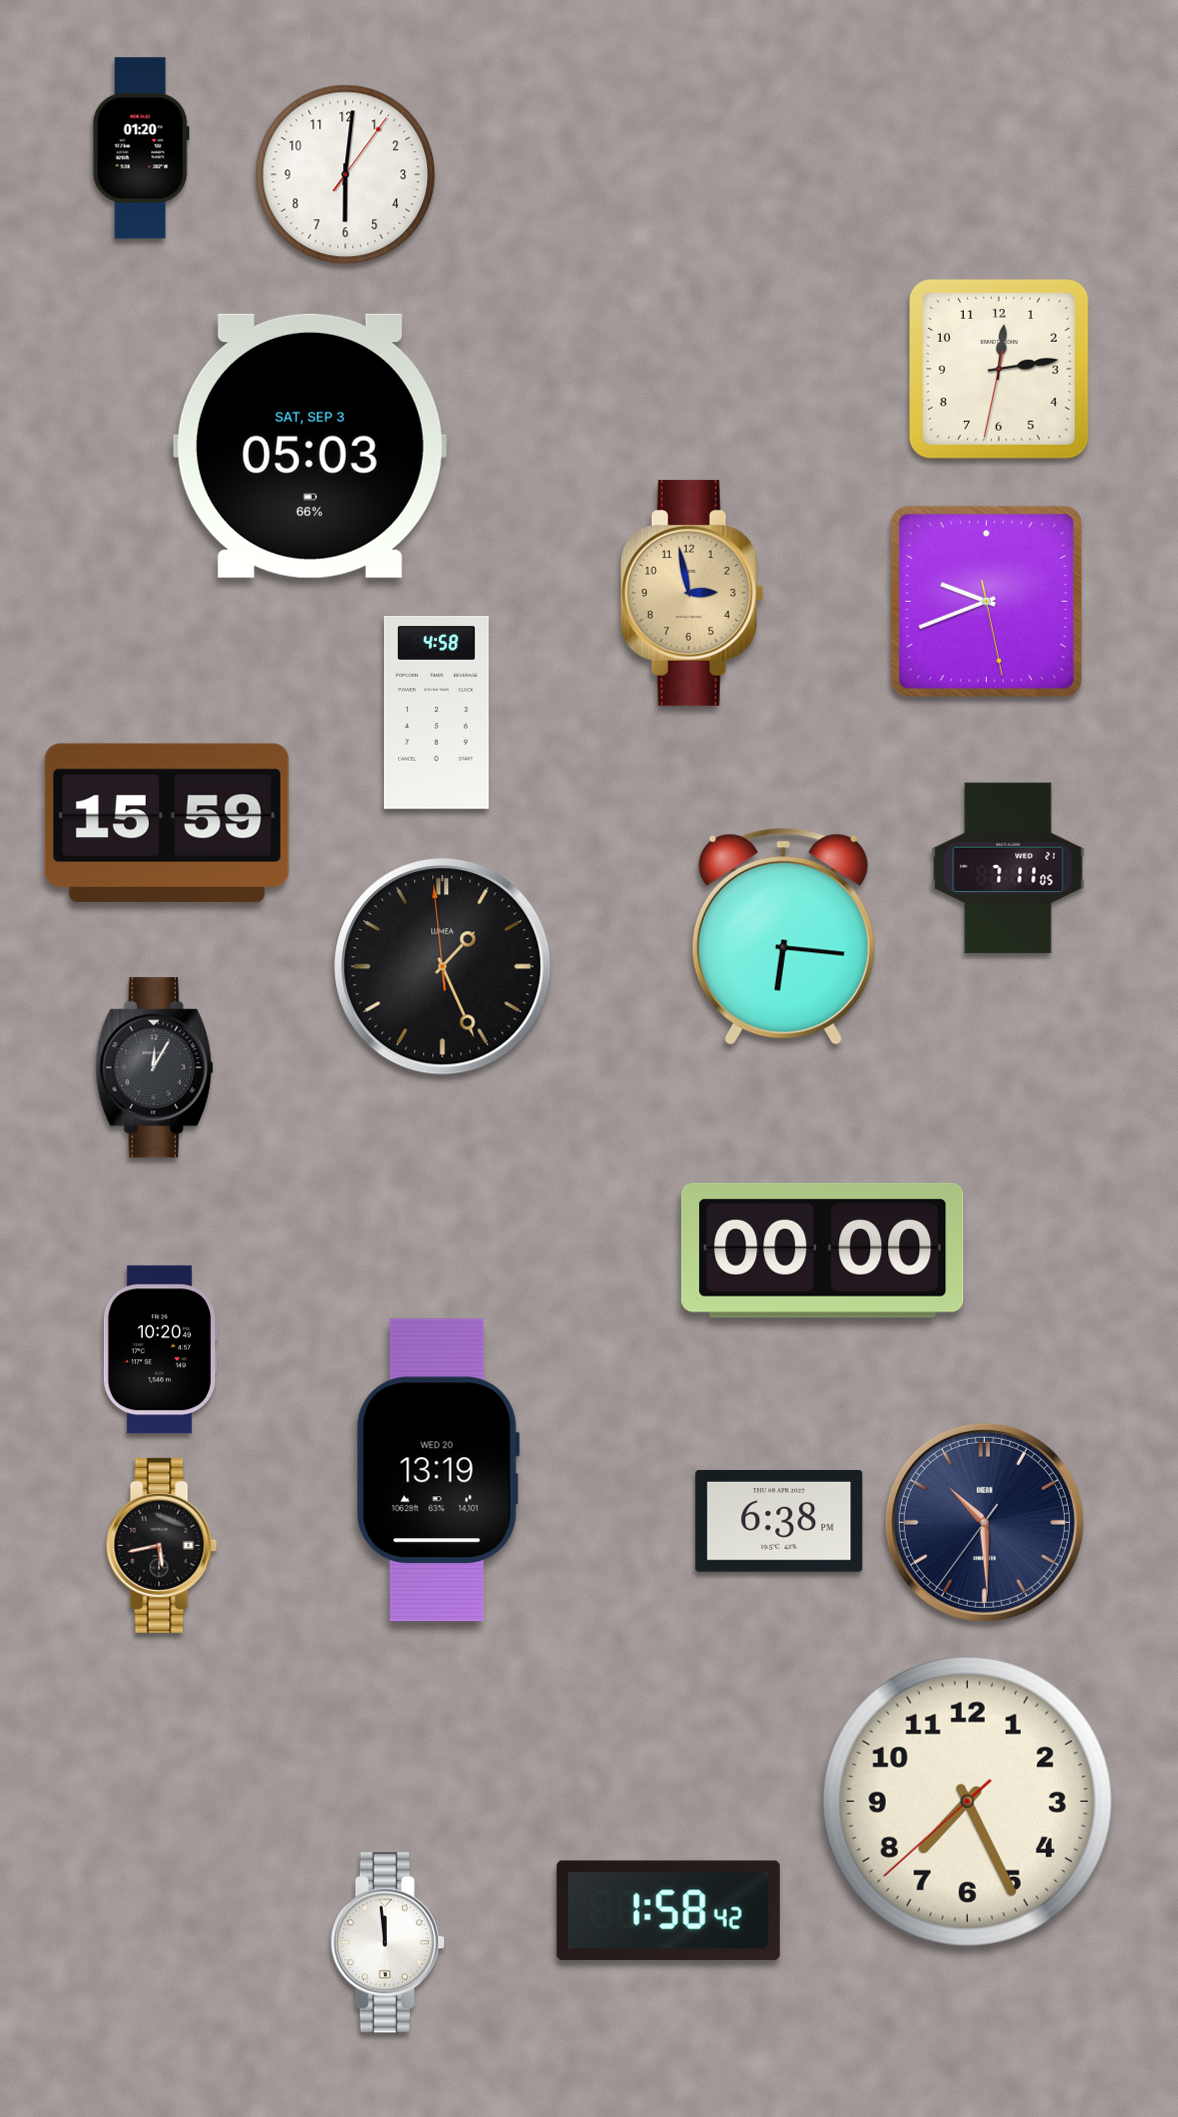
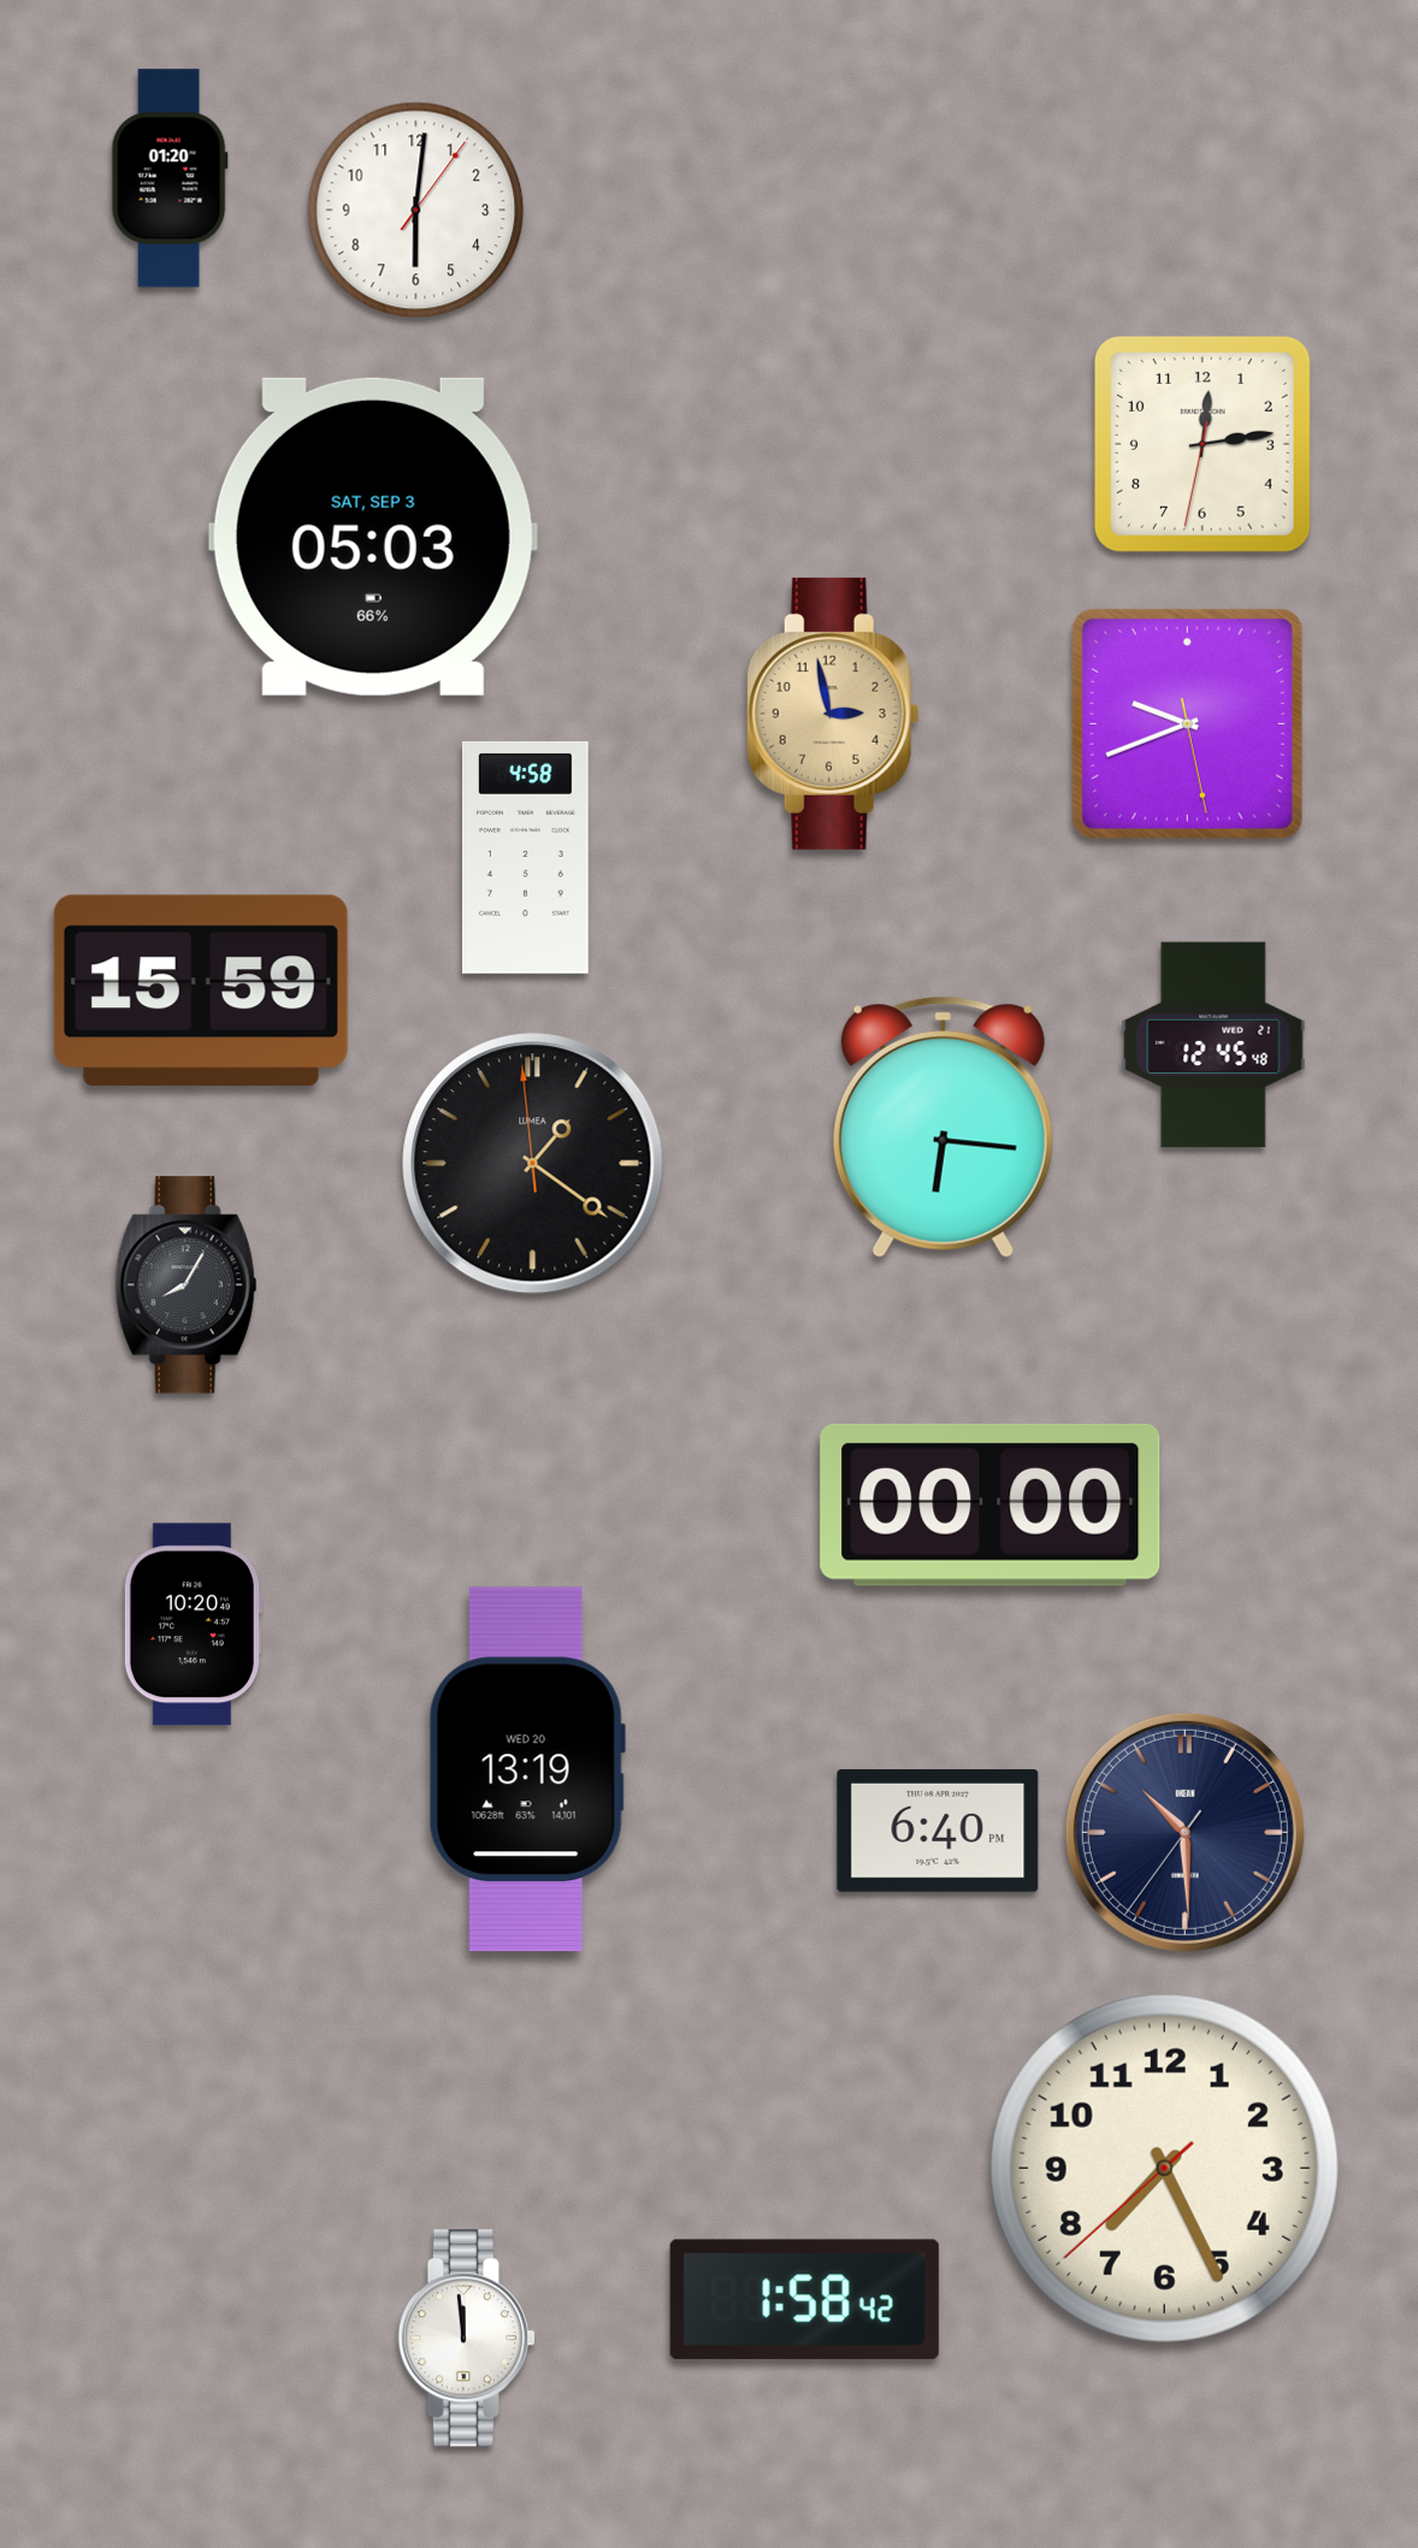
clock at (1008, 868): 7:11 -> 12:45
clock at (443, 967): 1:25 -> 1:20
clock at (155, 1068): 12:05 -> 8:05
clock at (779, 1521): 6:38 -> 6:40
clock at (161, 1545): 5:43 -> none
